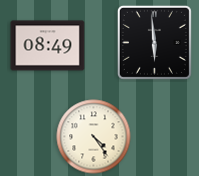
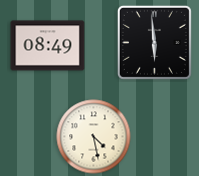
clock at (94, 137): 4:24 -> 4:28
